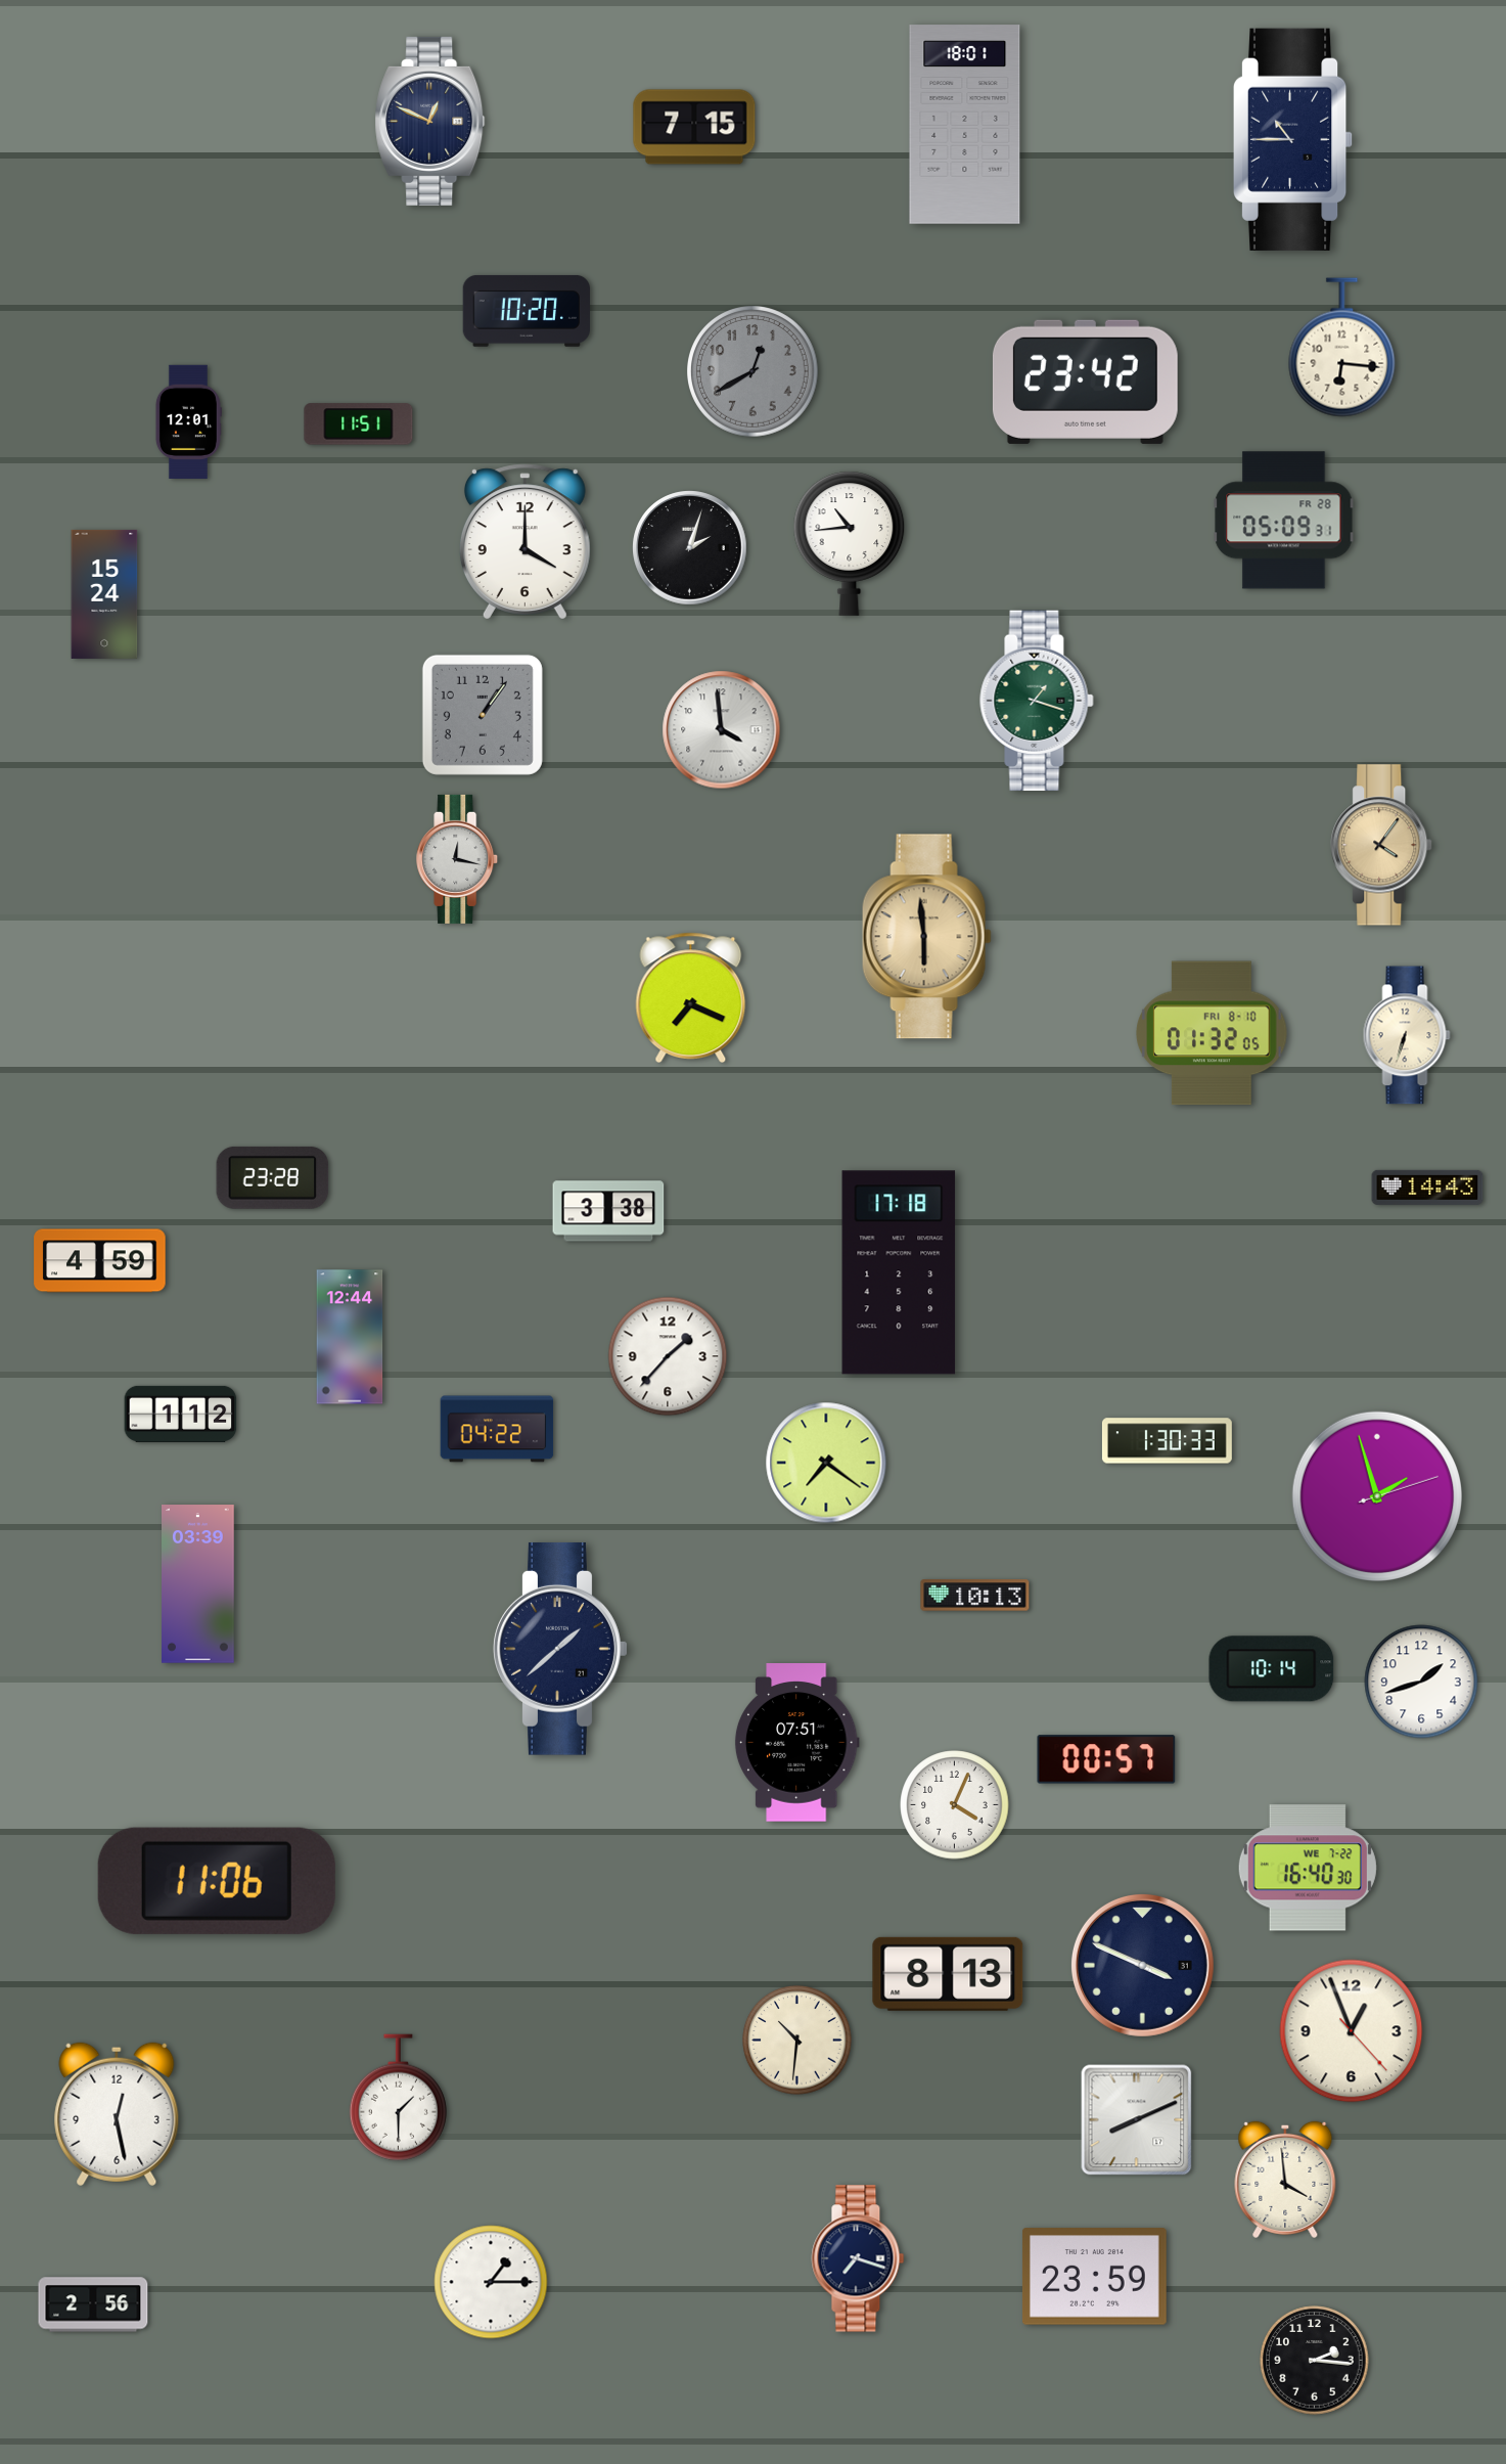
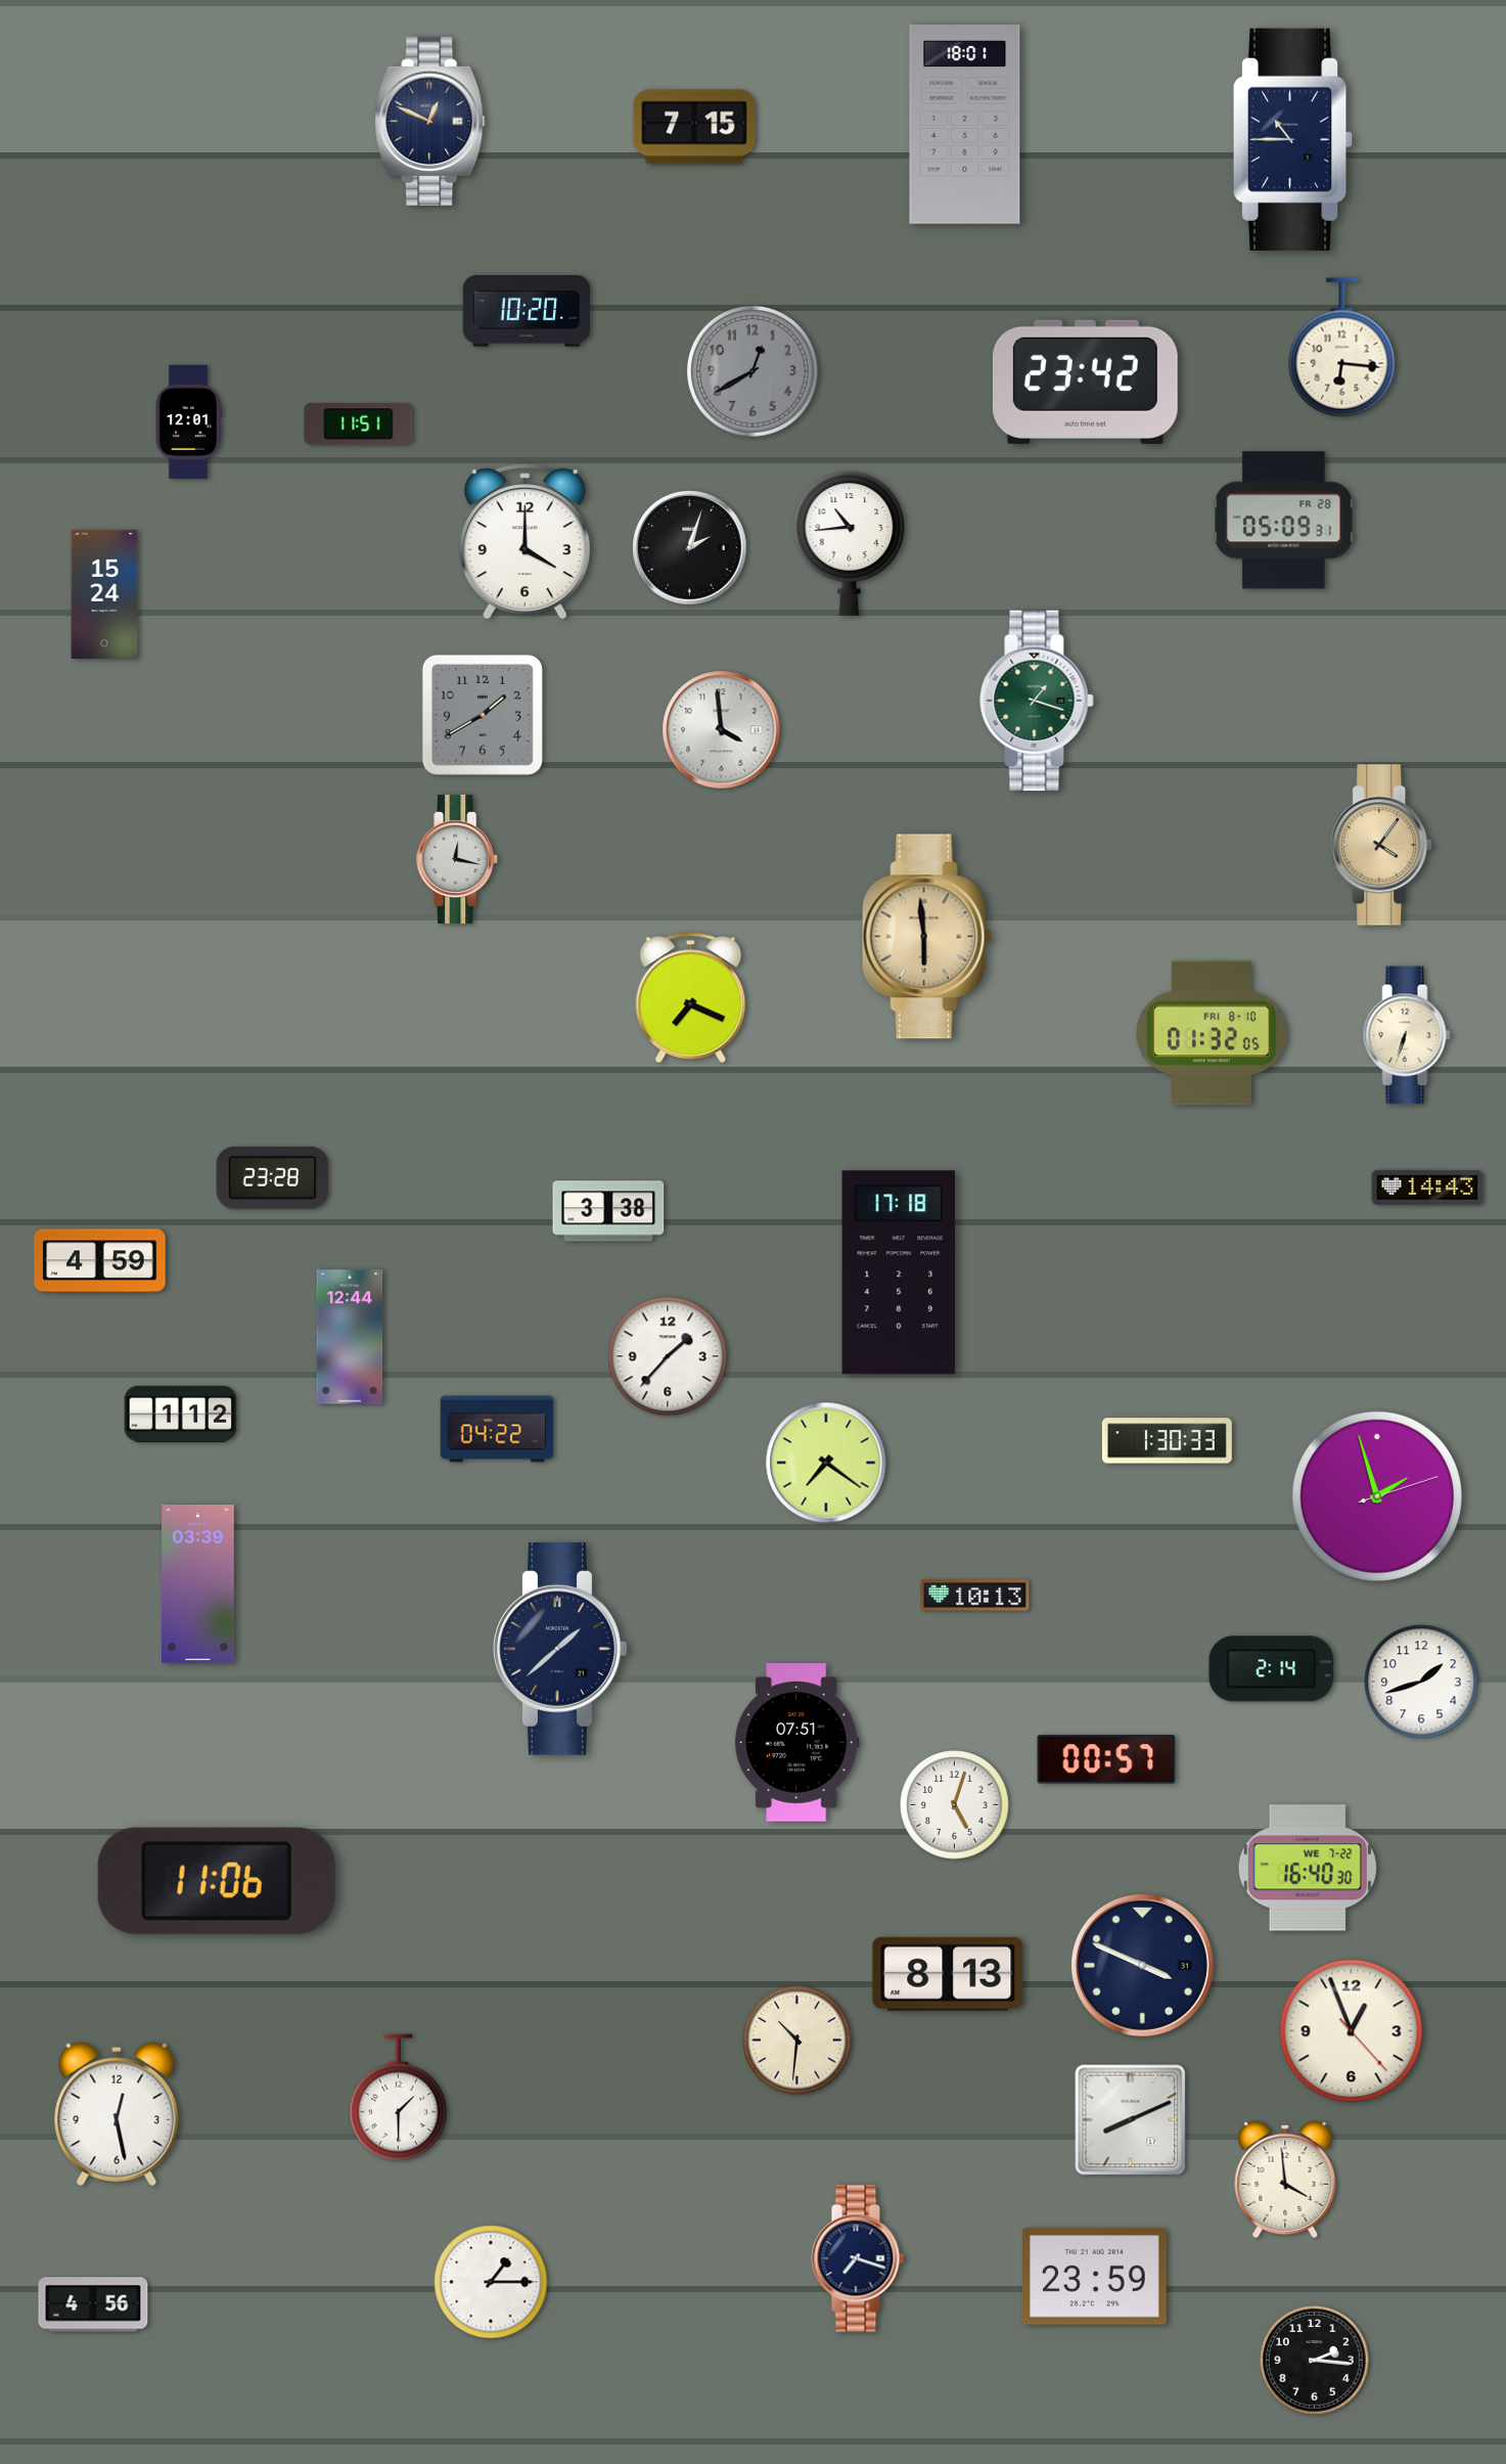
clock at (483, 715): 1:06 -> 1:40
clock at (1272, 1669): 10:14 -> 2:14
clock at (955, 1805): 4:04 -> 5:03
clock at (1137, 2120) position: (1137, 2120) -> (1131, 2120)
clock at (93, 2304): 2:56 -> 4:56
